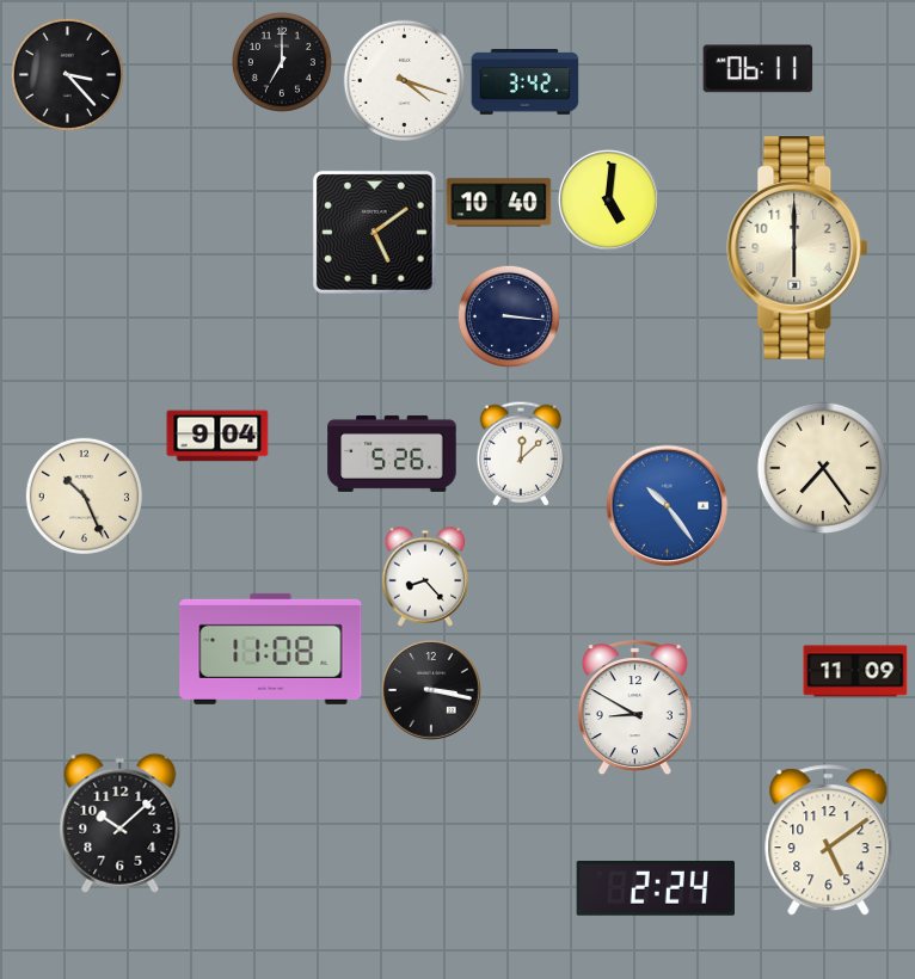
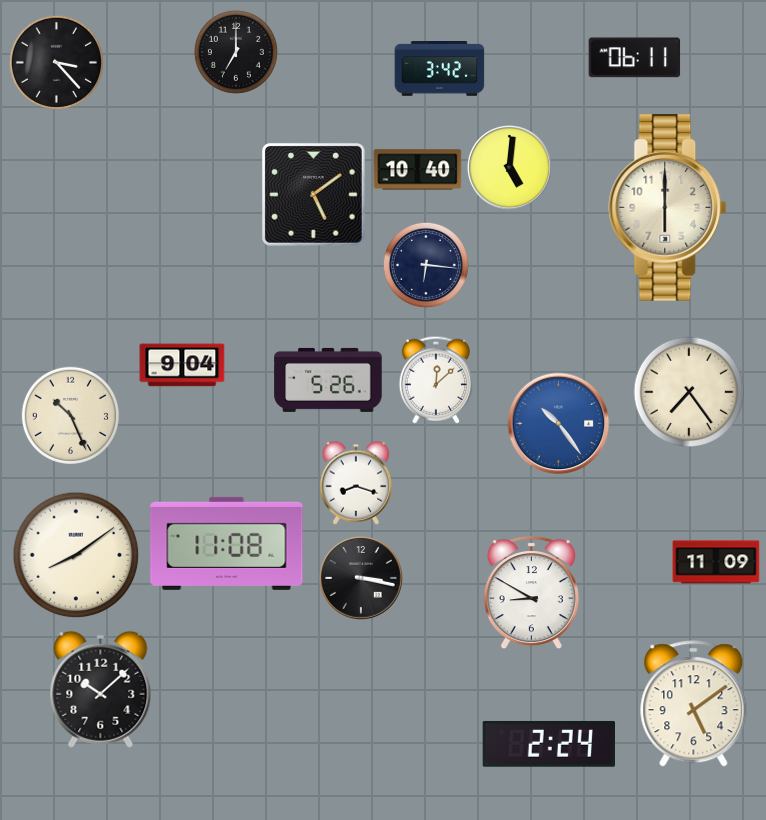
clock at (404, 80): 4:18 -> none
clock at (509, 316): 3:16 -> 6:16
clock at (425, 577): 8:23 -> 8:18
clock at (76, 555): none -> 8:09
